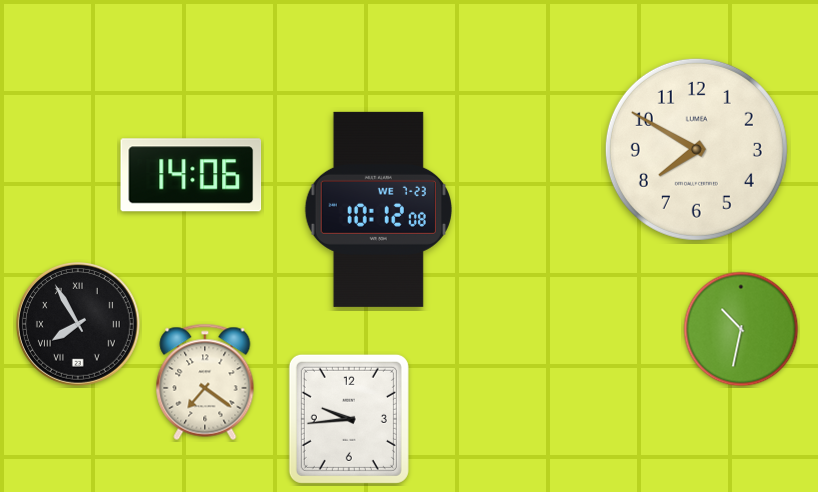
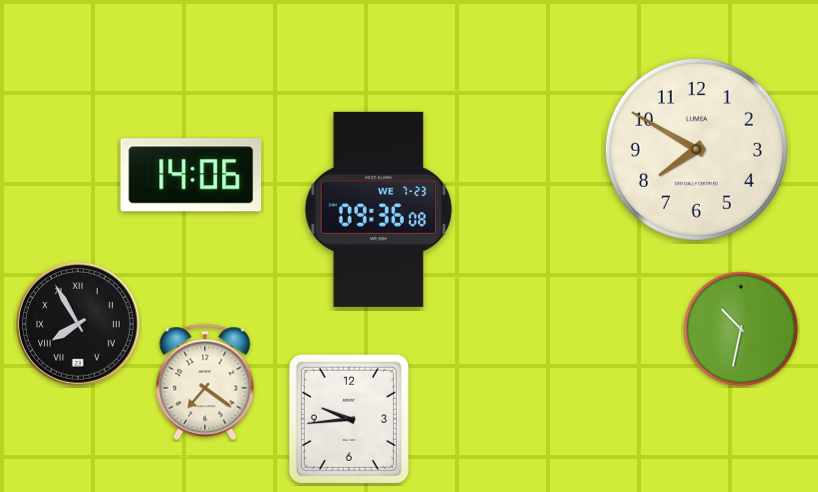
clock at (378, 209): 10:12 -> 09:36
